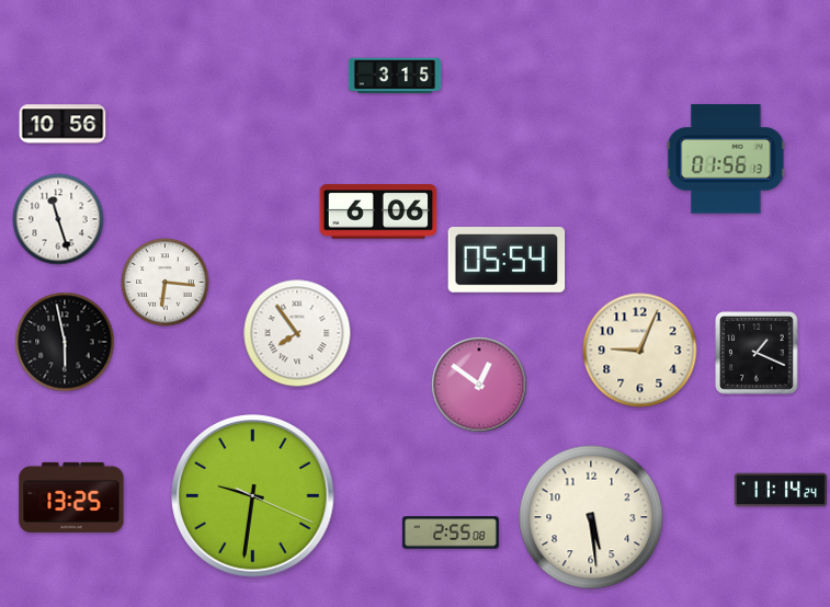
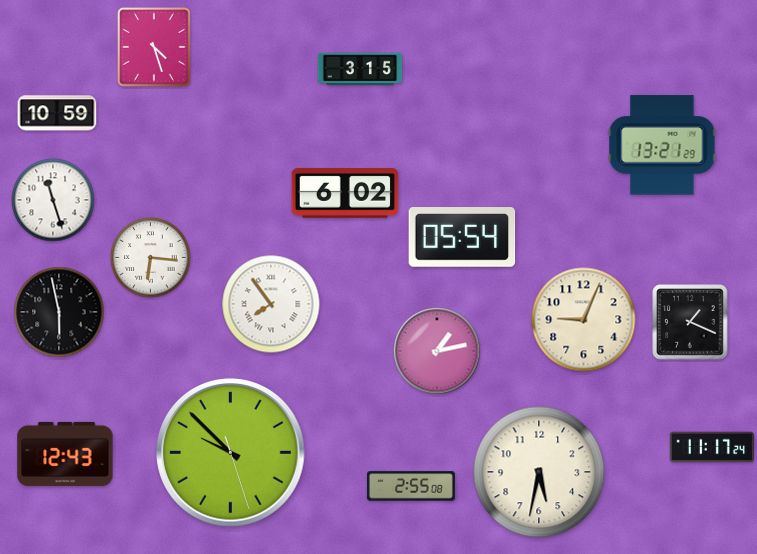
clock at (154, 47): none -> 4:27
clock at (62, 124): 10:56 -> 10:59
clock at (726, 159): 01:56 -> 13:21
clock at (378, 211): 6:06 -> 6:02
clock at (479, 385): 12:51 -> 1:13
clock at (780, 490): 11:14 -> 11:17
clock at (253, 496): 9:31 -> 9:52
clock at (71, 497): 13:25 -> 12:43
clock at (591, 517): 5:29 -> 5:32
